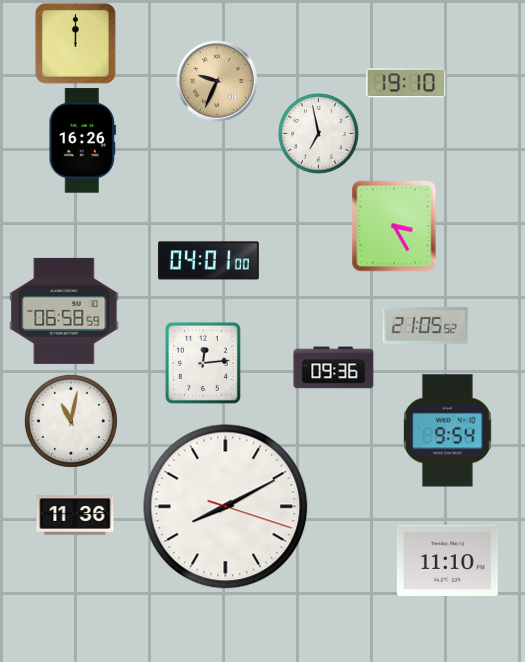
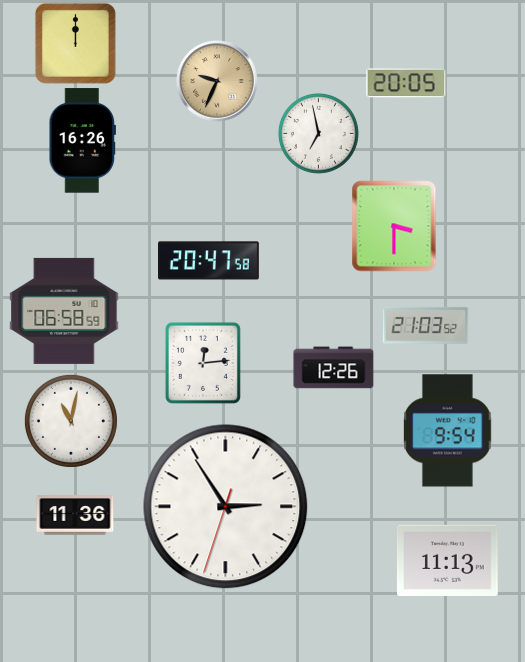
clock at (406, 83): 19:10 -> 20:05
clock at (394, 226): 3:25 -> 3:30
clock at (209, 261): 04:01 -> 20:47
clock at (426, 325): 21:05 -> 21:03
clock at (334, 368): 09:36 -> 12:26
clock at (226, 507): 8:10 -> 2:54
clock at (447, 560): 11:10 -> 11:13
